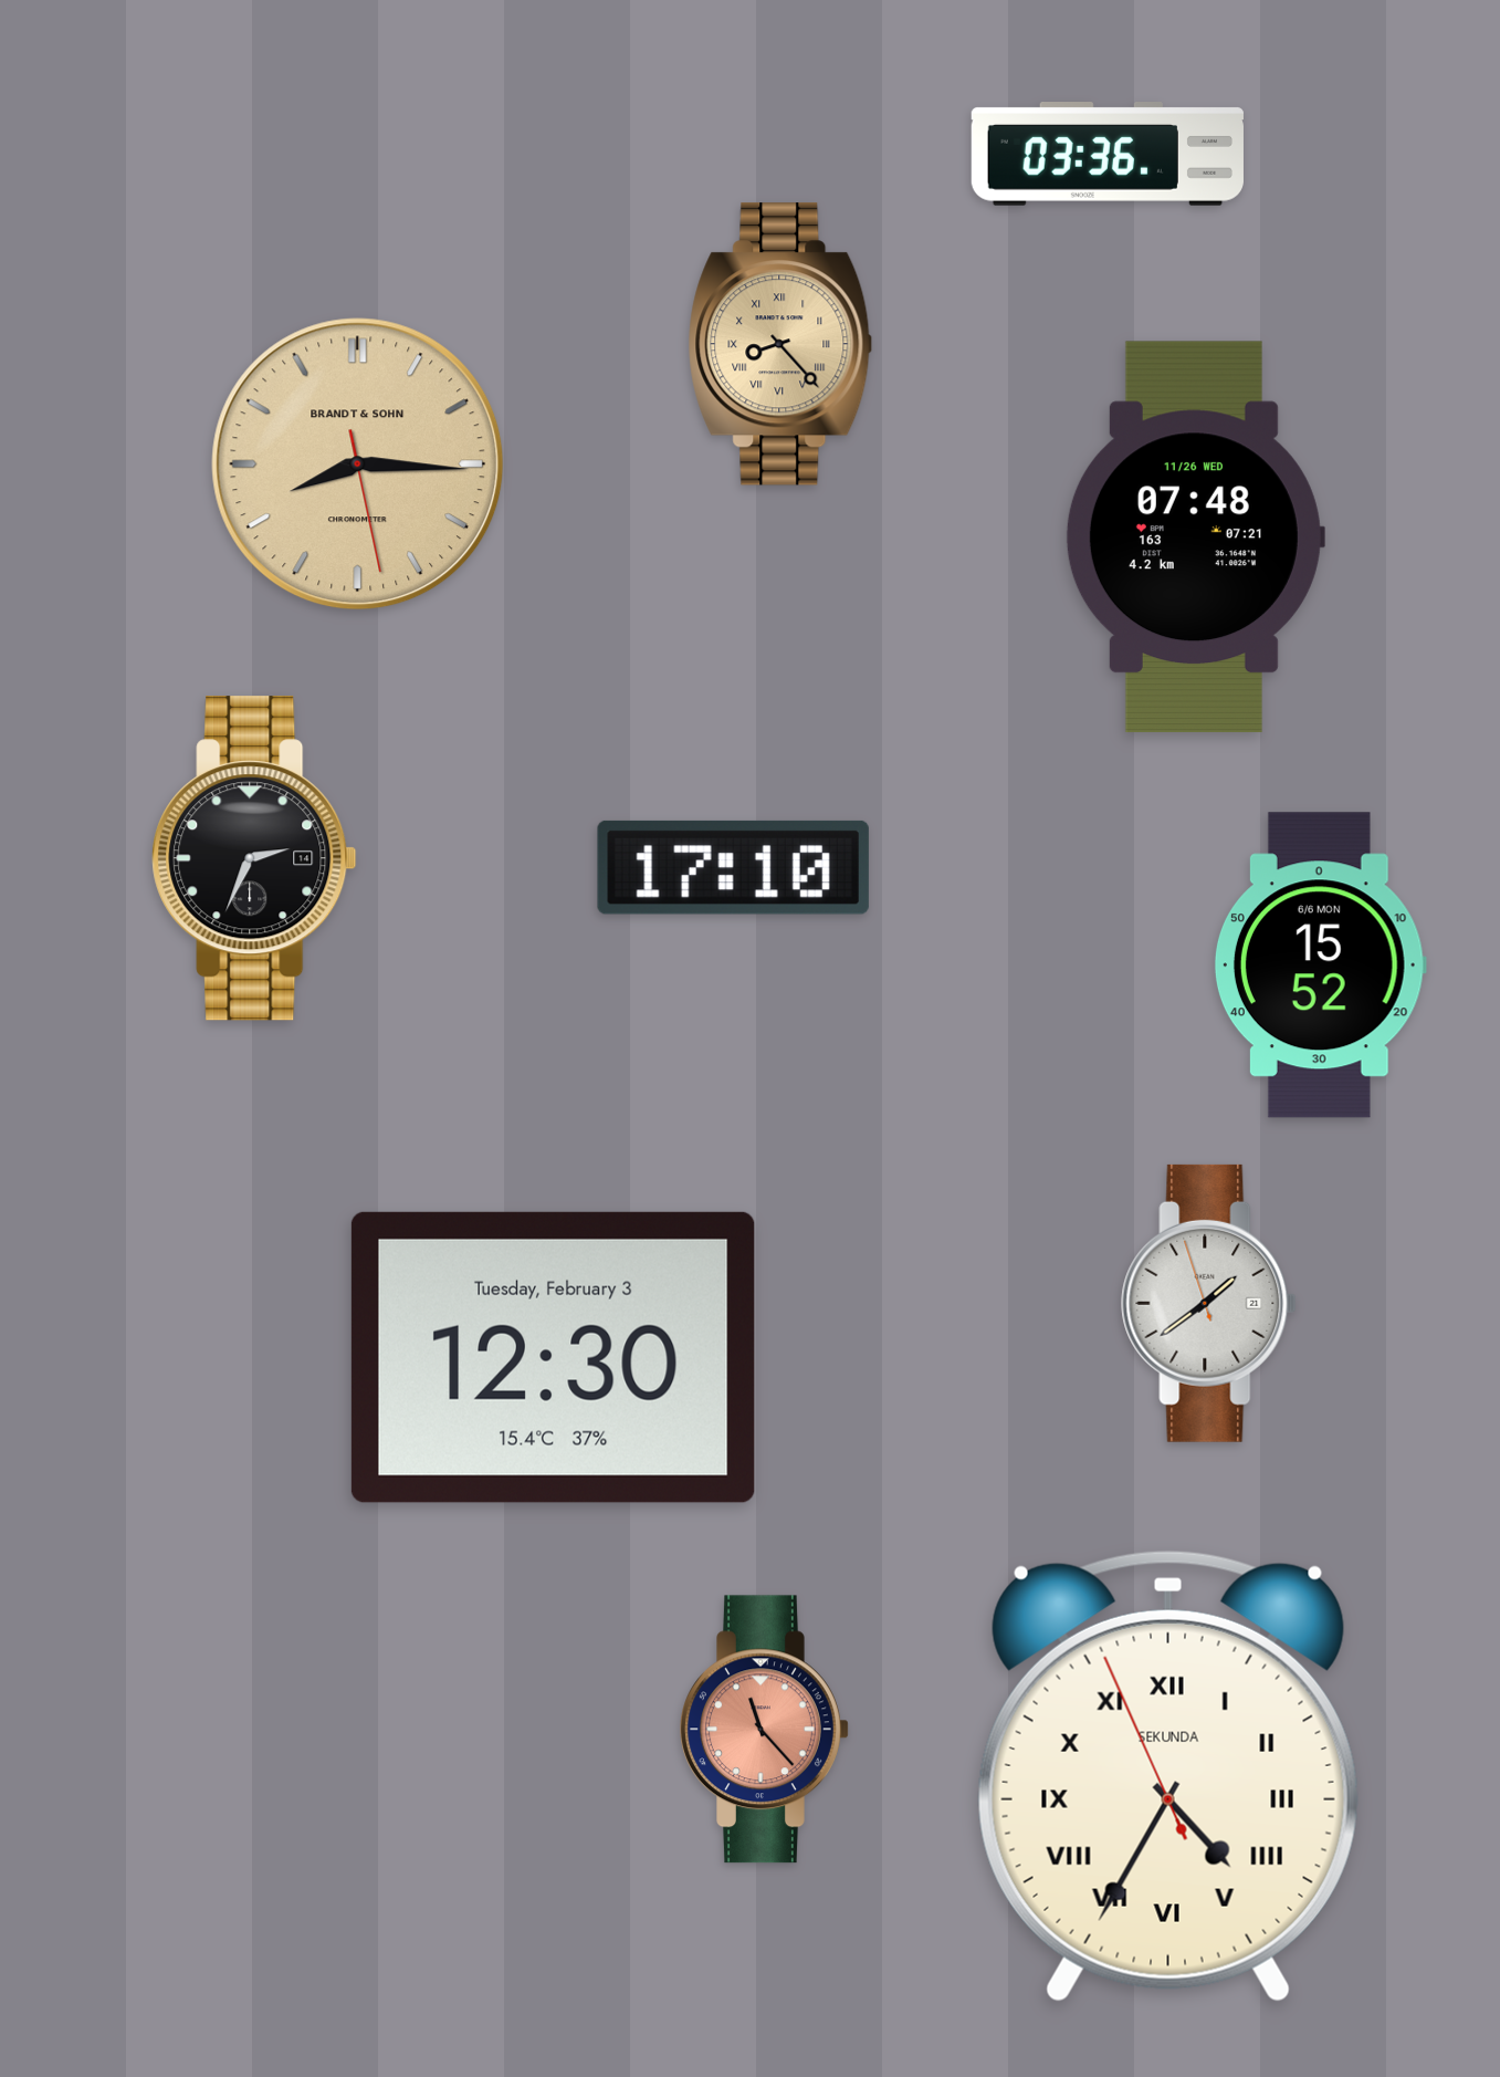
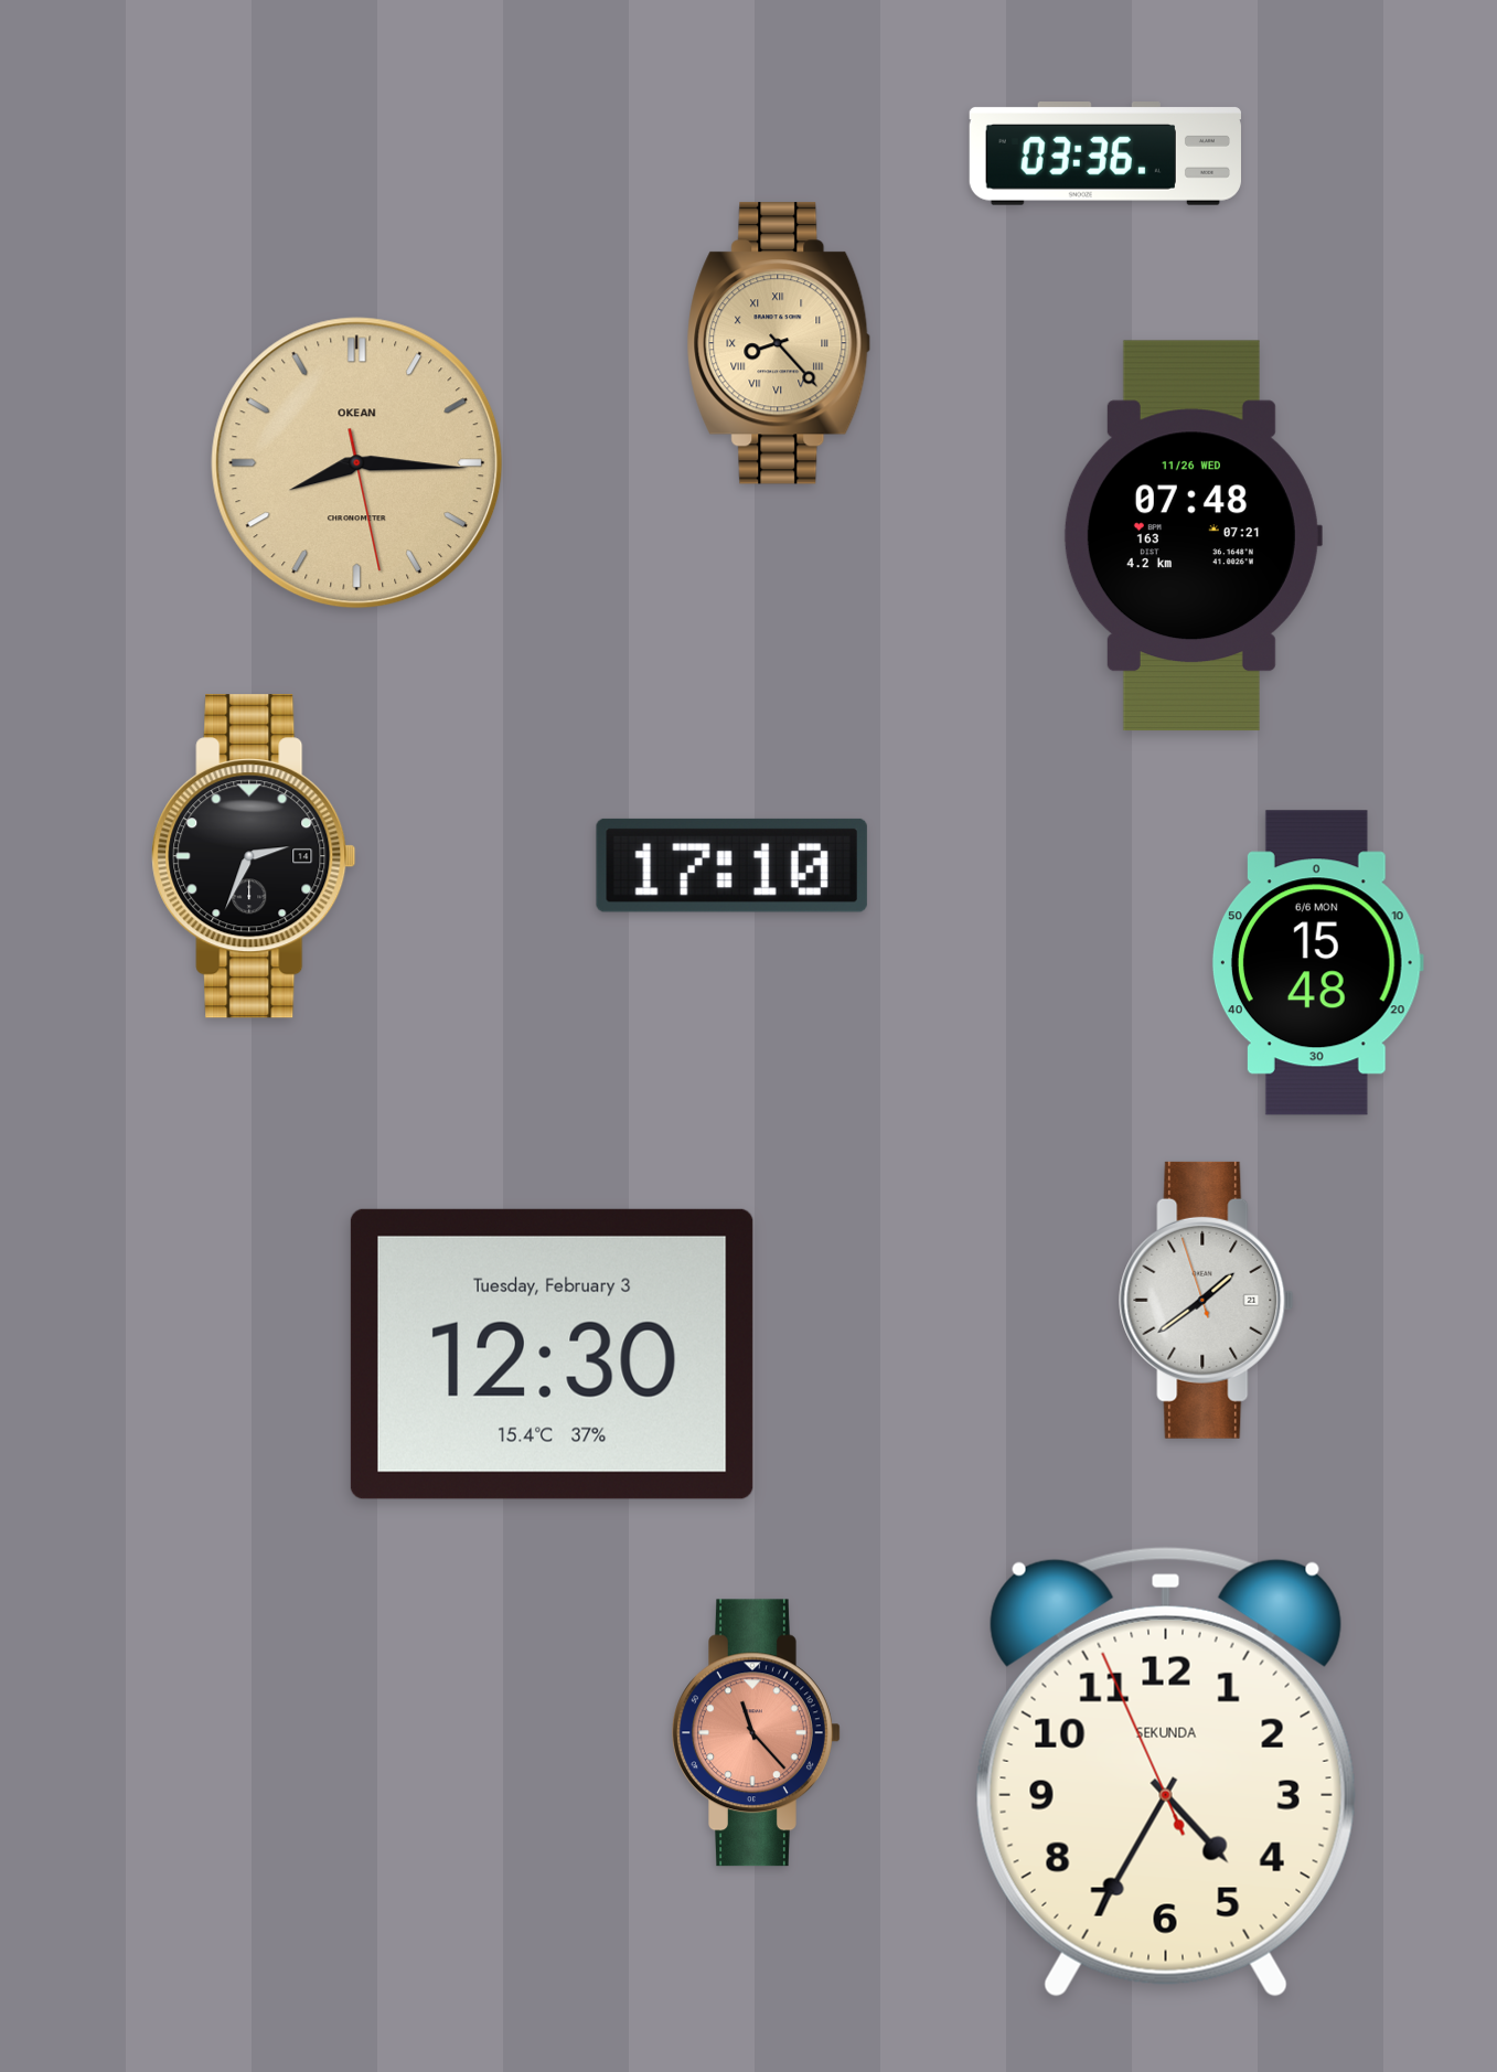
clock at (358, 465) brand: BRANDT & SOHN -> OKEAN
clock at (1320, 966): 15:52 -> 15:48
clock at (765, 1730) position: (765, 1730) -> (757, 1733)
clock at (1168, 1776) numerals: Roman -> Arabic
